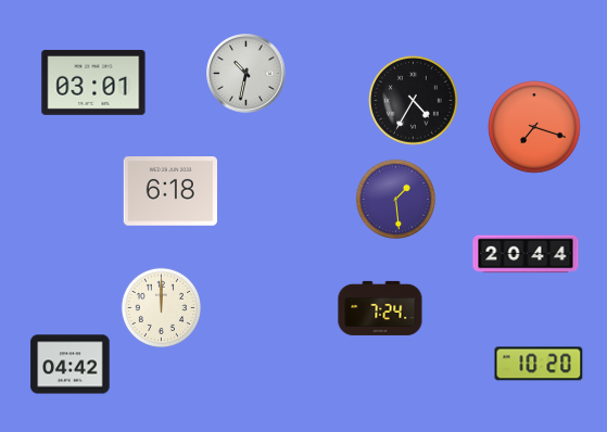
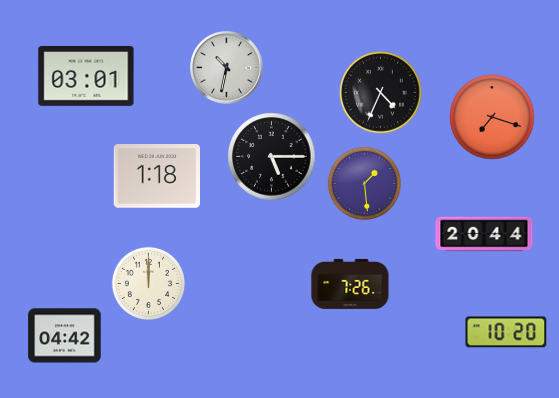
clock at (414, 101): 4:35 -> 4:34
clock at (272, 157): none -> 5:15
clock at (169, 191): 6:18 -> 1:18
clock at (380, 308): 7:24 -> 7:26
clock at (539, 364) position: (539, 364) -> (506, 332)
